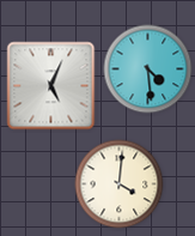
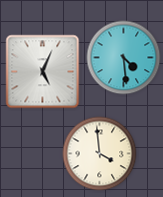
clock at (120, 184): 4:01 -> 3:59
